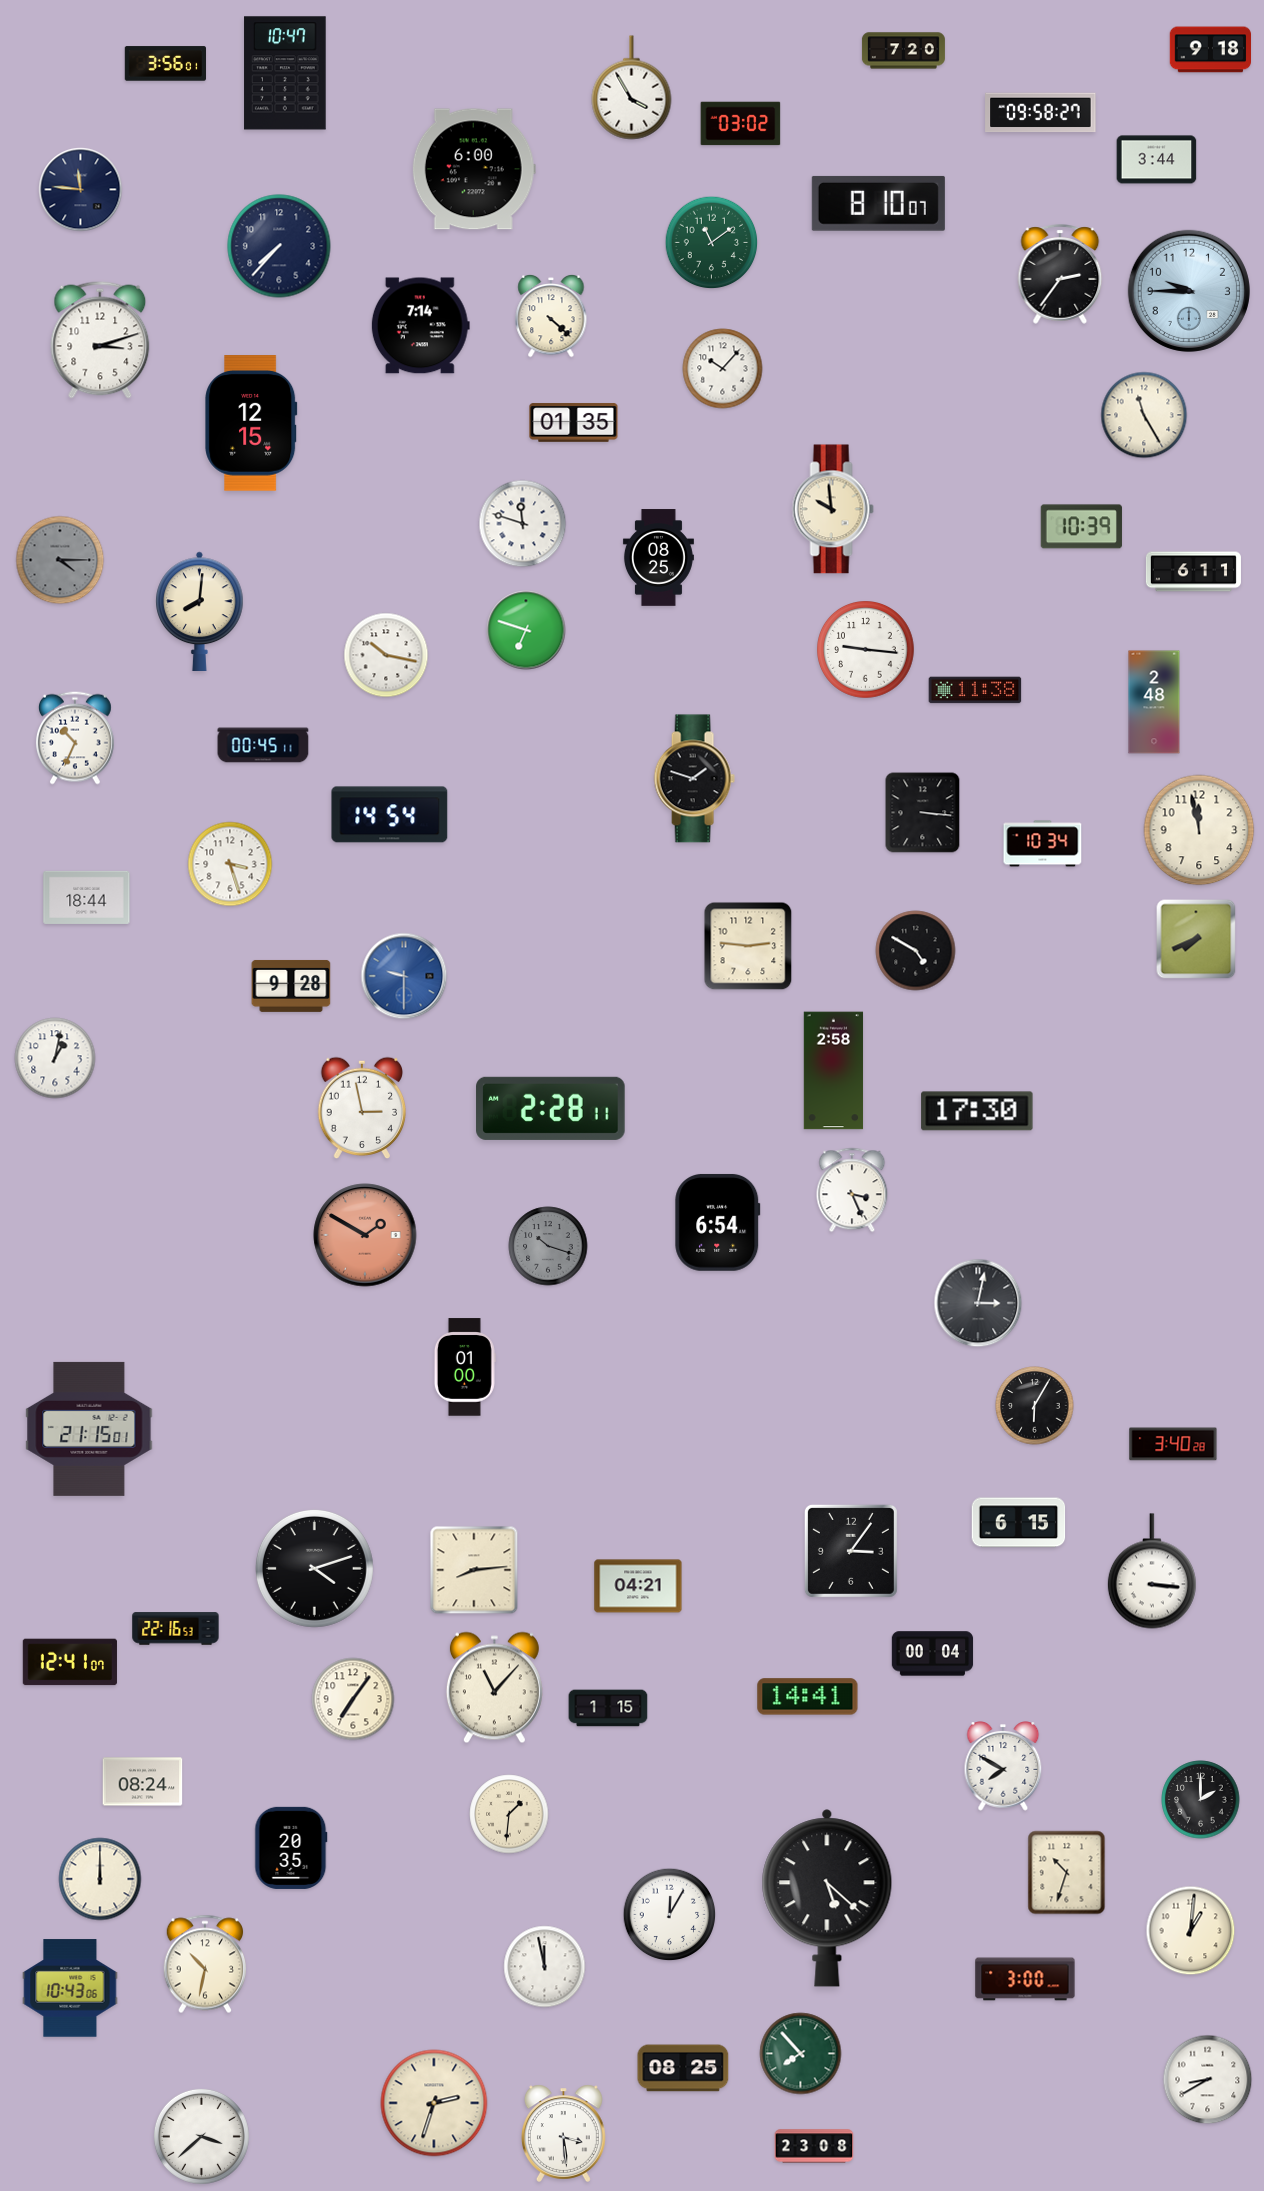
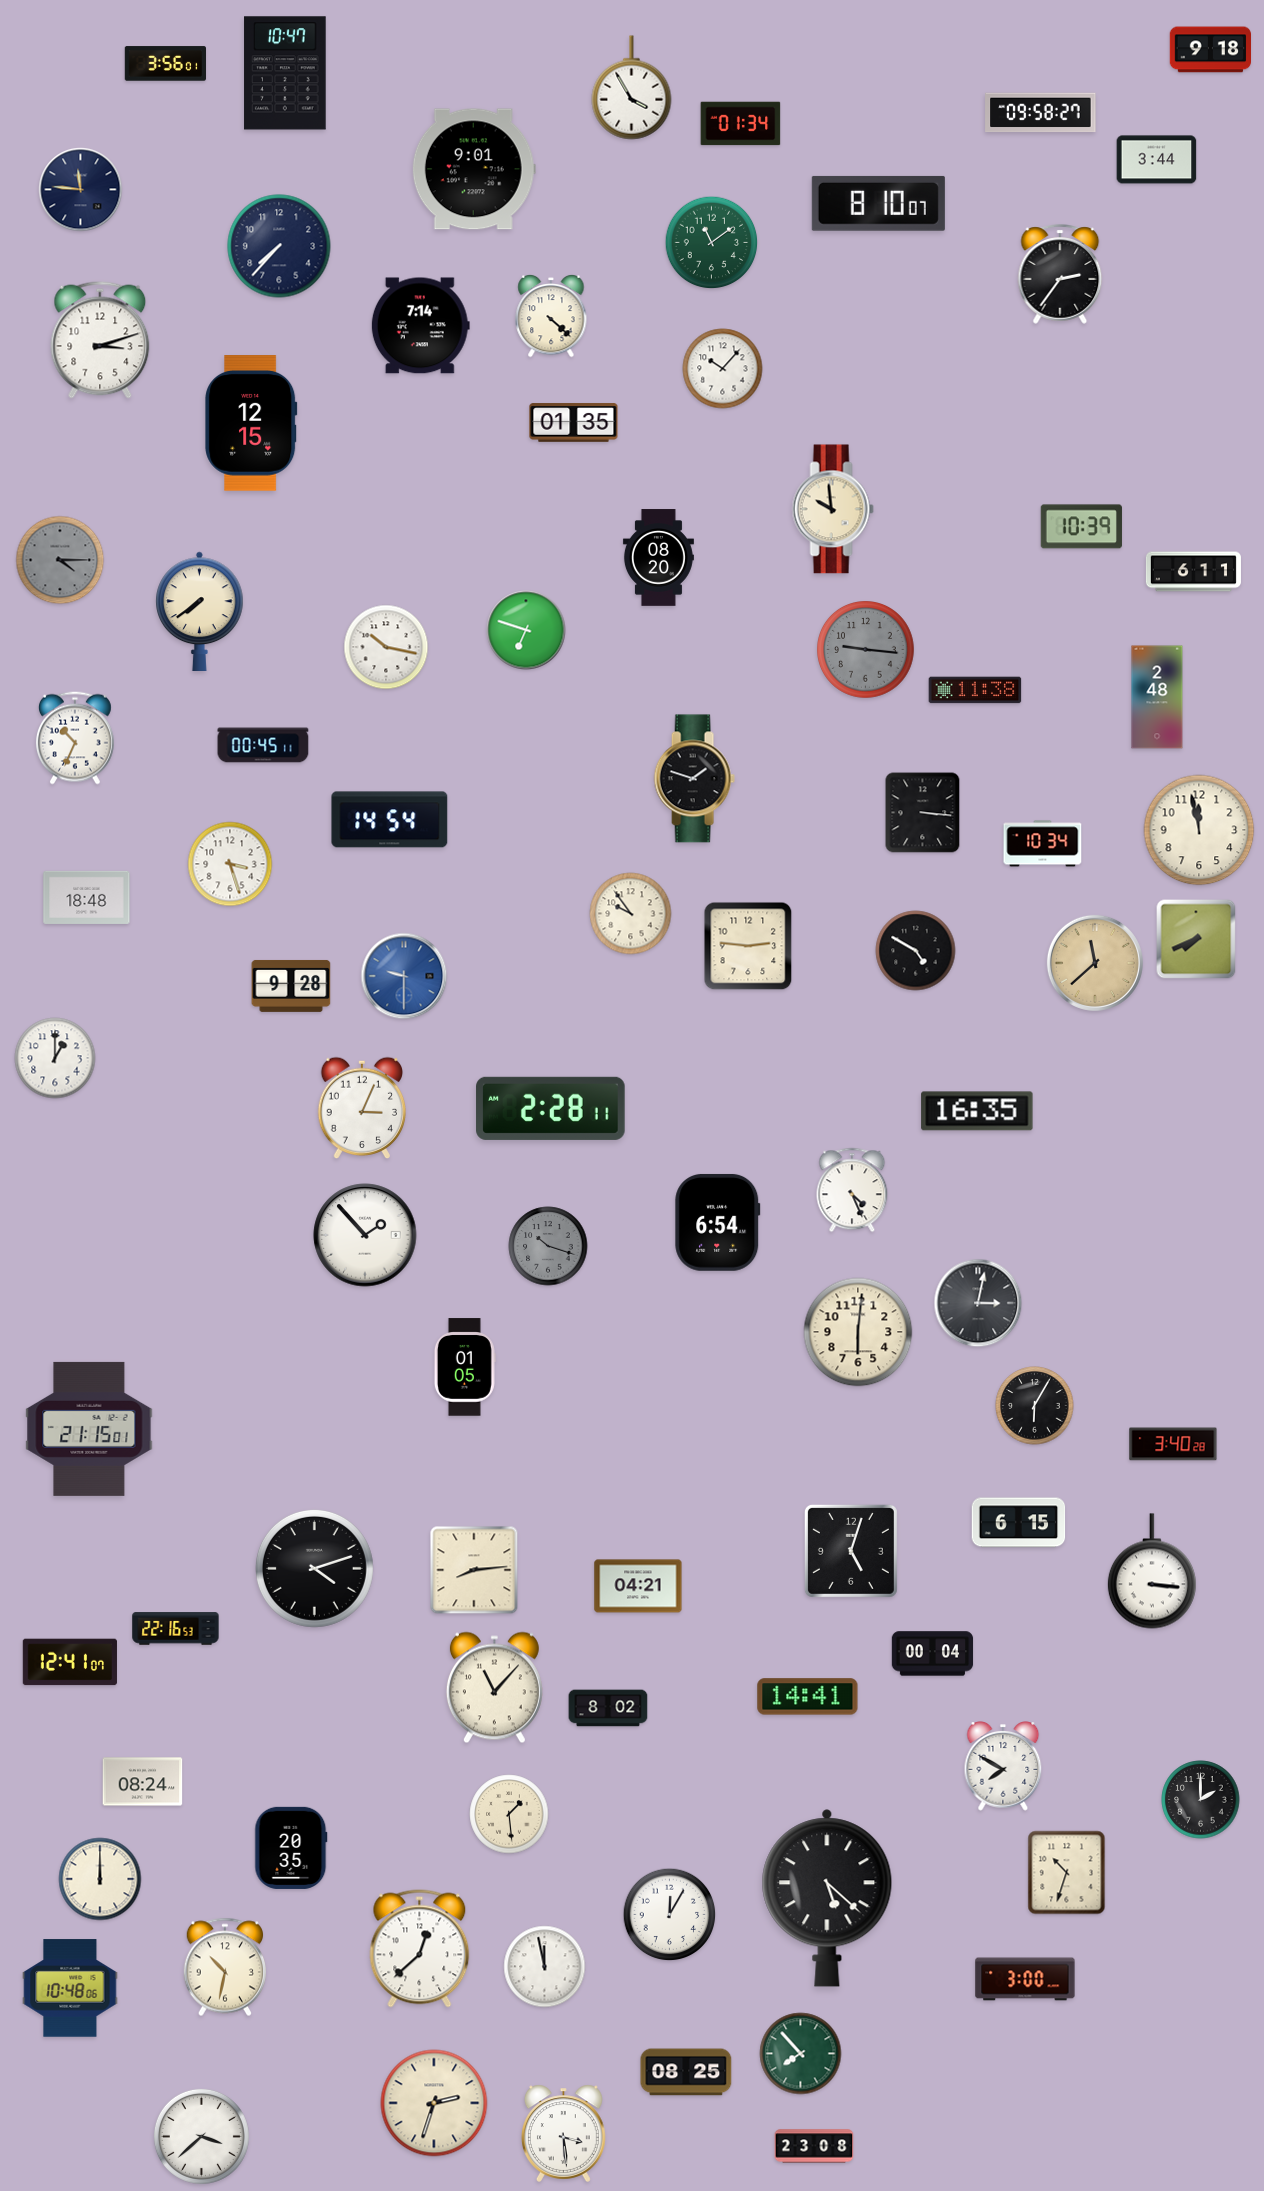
clock at (903, 51): 7:20 -> none
clock at (741, 124): 03:02 -> 01:34
clock at (474, 169): 6:00 -> 9:01
clock at (1189, 291): 9:45 -> none
clock at (1144, 415): 11:25 -> none
clock at (523, 524): 11:48 -> none
clock at (658, 558): 08:25 -> 08:20
clock at (200, 611): 8:01 -> 7:39
clock at (866, 650) dial: white -> grey
clock at (386, 655) position: (386, 655) -> (386, 647)
clock at (1154, 702) position: (1154, 702) -> (1157, 697)
clock at (390, 815) position: (390, 815) -> (390, 820)
clock at (87, 897): 18:44 -> 18:48
clock at (631, 914): none -> 9:54
clock at (1095, 963): none -> 11:38
clock at (55, 1058): 1:02 -> 1:00
clock at (834, 1071): 2:58 -> none
clock at (361, 1108): 2:58 -> 3:04
clock at (977, 1111): 17:30 -> 16:35
clock at (852, 1190): 3:26 -> 4:26
clock at (365, 1235): 1:50 -> 1:53
clock at (365, 1235) dial: salmon -> white
clock at (858, 1332): none -> 6:01
clock at (465, 1367): 01:00 -> 01:05
clock at (851, 1551): 3:06 -> 5:03
clock at (353, 1699): 7:06 -> none
clock at (608, 1708): 1:15 -> 8:02
clock at (509, 1814): 1:31 -> 1:29
clock at (1191, 1931): 1:01 -> none
clock at (420, 1949): none -> 12:38
clock at (204, 1964) position: (204, 1964) -> (224, 1967)
clock at (70, 1988): 10:43 -> 10:48
clock at (683, 2068) position: (683, 2068) -> (686, 2072)
clock at (1208, 2080): 8:40 -> none
